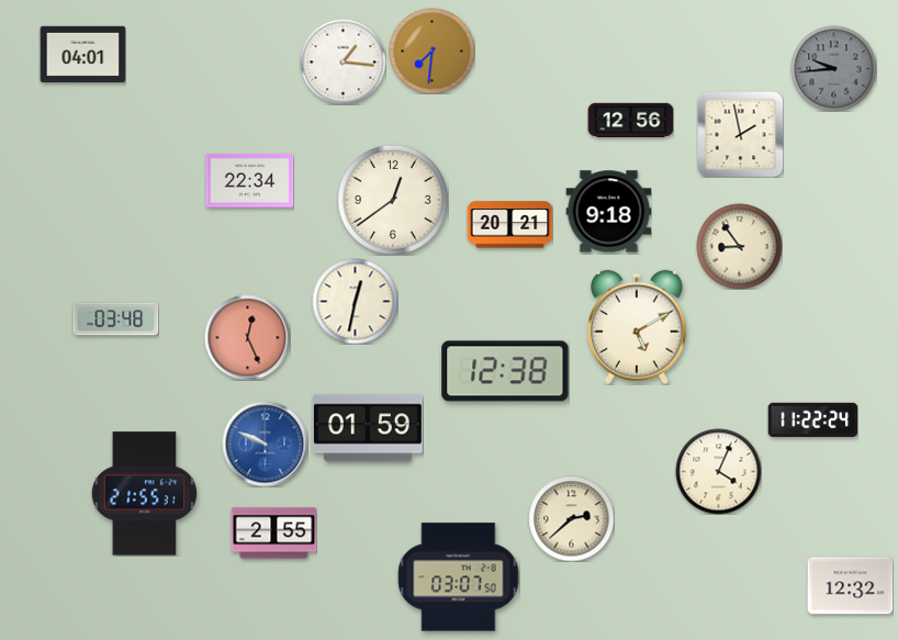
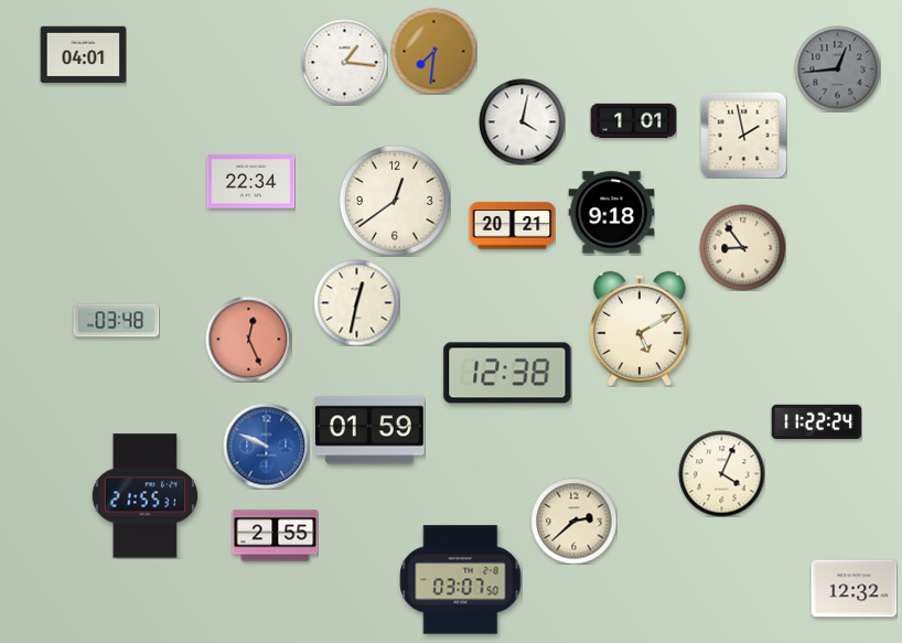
clock at (833, 68): 9:44 -> 12:44
clock at (630, 120): 12:56 -> 1:01
clock at (522, 121): none -> 4:02
